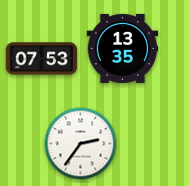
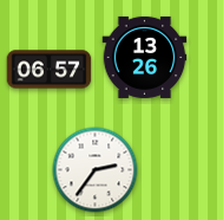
clock at (123, 48): 13:35 -> 13:26
clock at (42, 59): 07:53 -> 06:57
